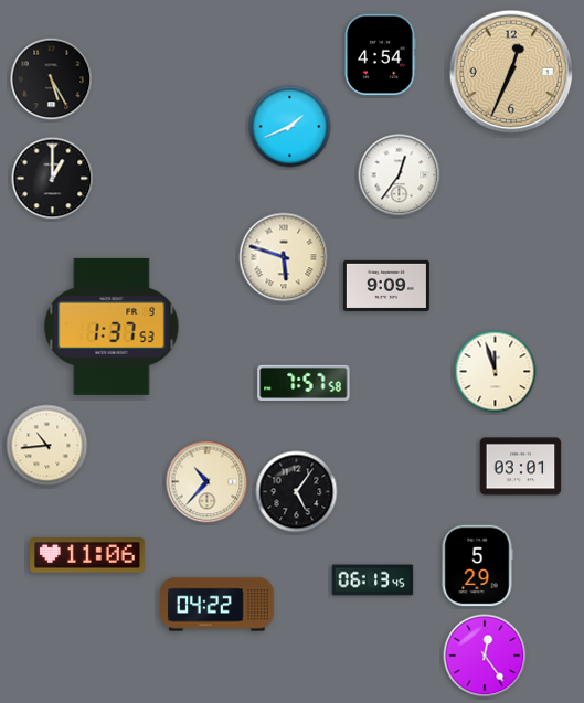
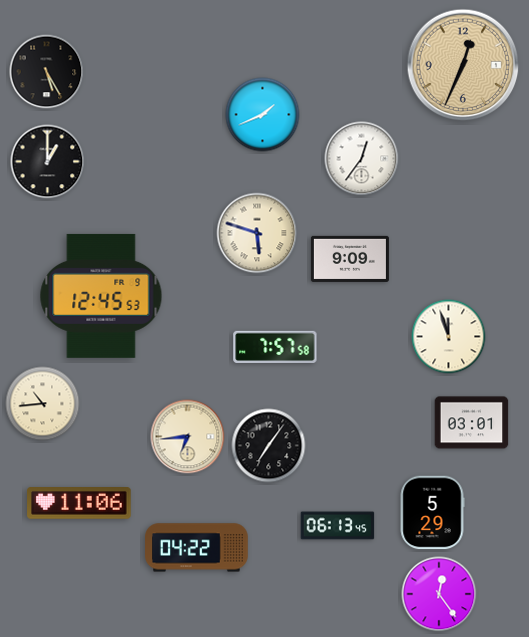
clock at (380, 55): 4:54 -> none
clock at (112, 327): 1:37 -> 12:45
clock at (208, 482): 10:37 -> 6:44
clock at (297, 492): 5:06 -> 7:06
